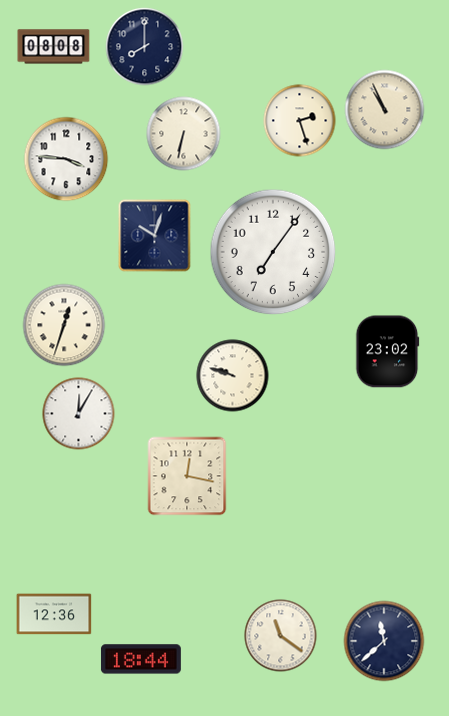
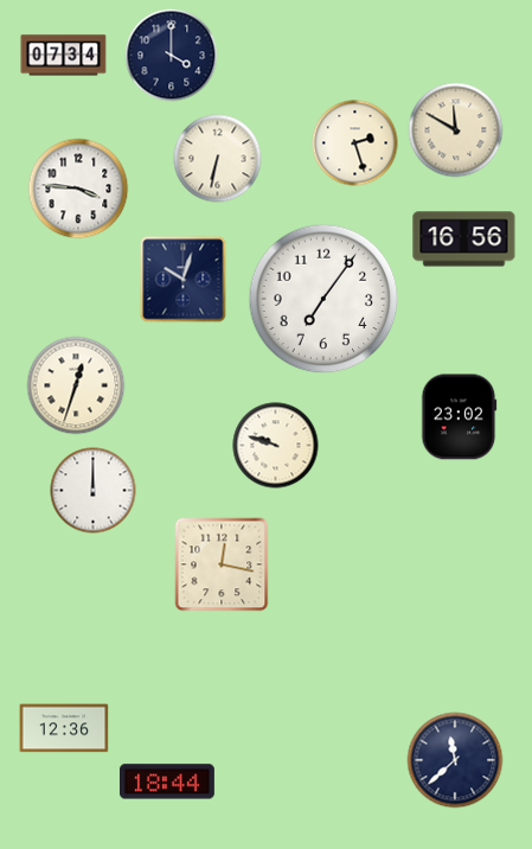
clock at (54, 47): 08:08 -> 07:34
clock at (145, 47): 8:00 -> 4:00
clock at (385, 110): 10:56 -> 11:50
clock at (464, 240): none -> 16:56
clock at (79, 414): 12:05 -> 12:00
clock at (281, 636): 11:21 -> none
